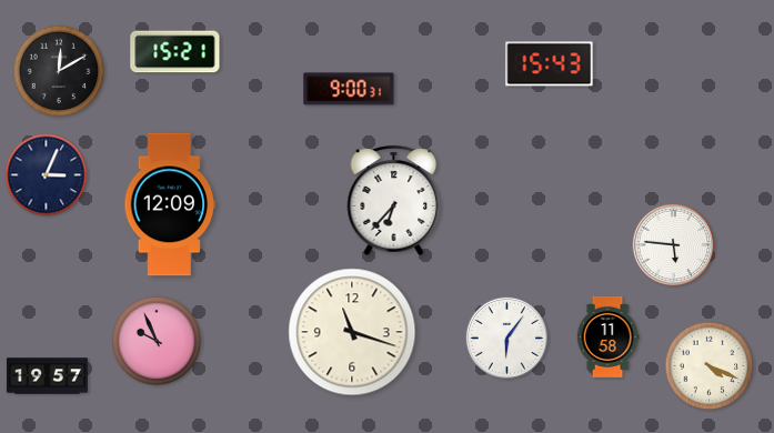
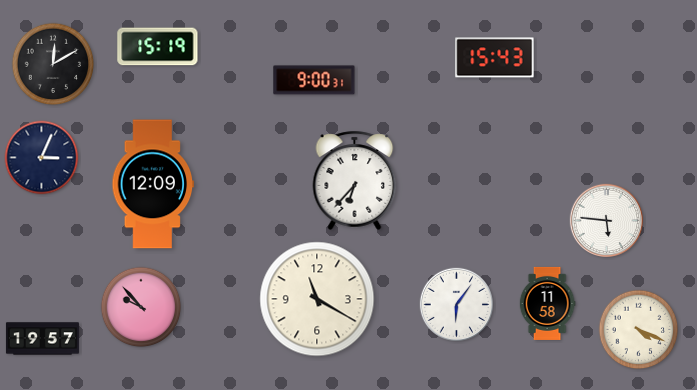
clock at (175, 52): 15:21 -> 15:19
clock at (352, 332): 11:18 -> 11:20
clock at (157, 341): 9:56 -> 9:53
